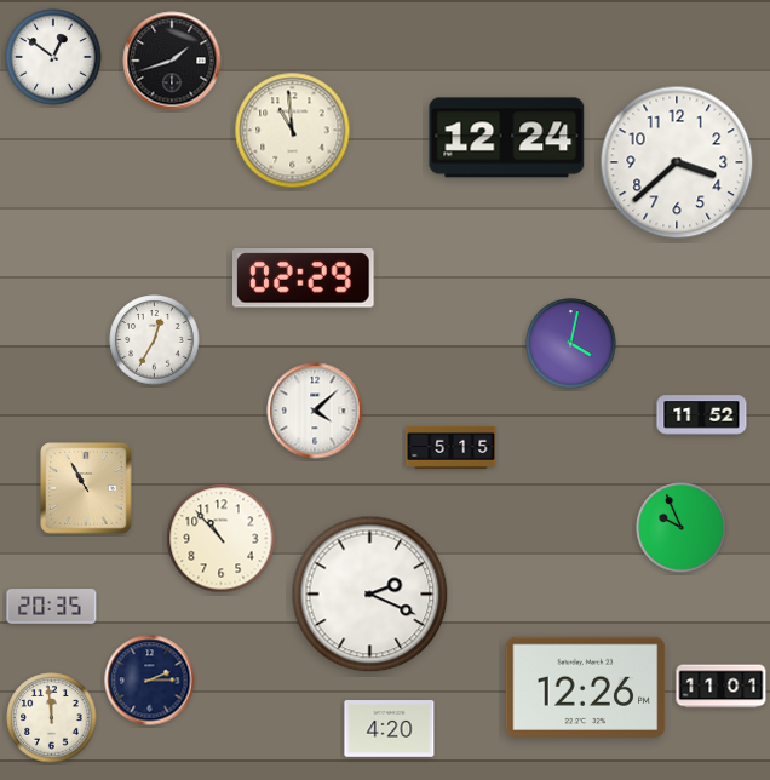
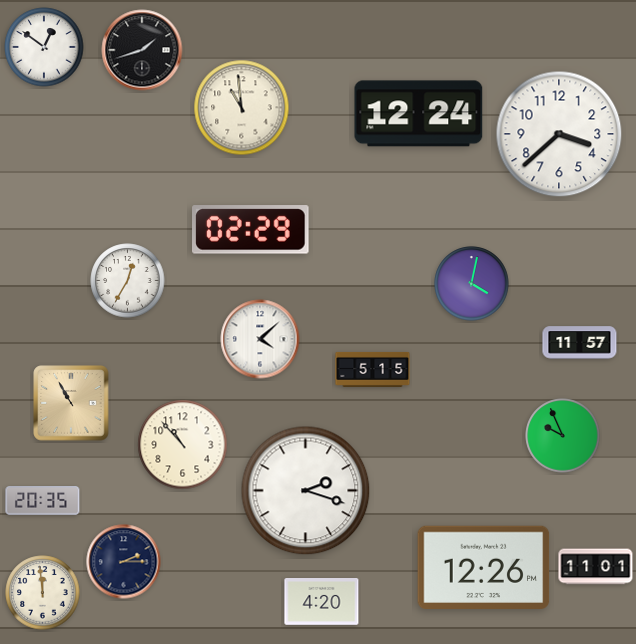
clock at (702, 415): 11:52 -> 11:57
clock at (370, 595): 2:19 -> 2:18
